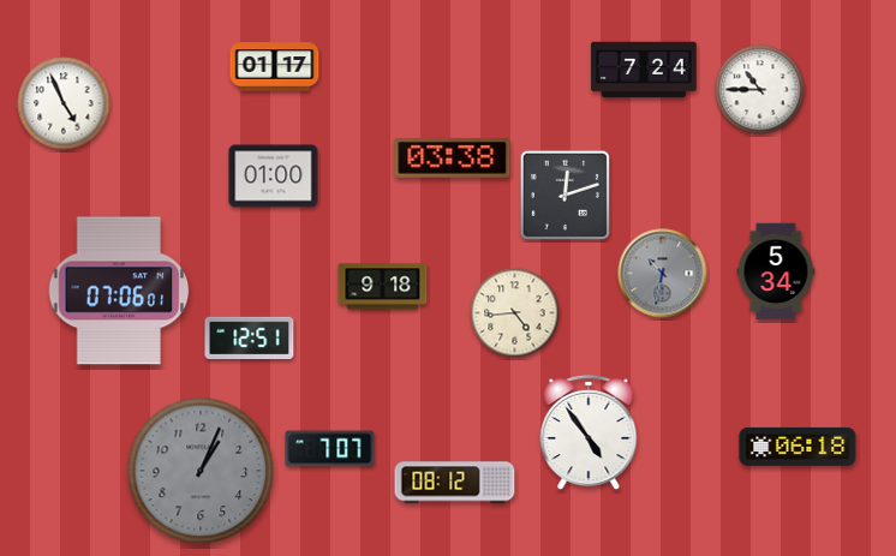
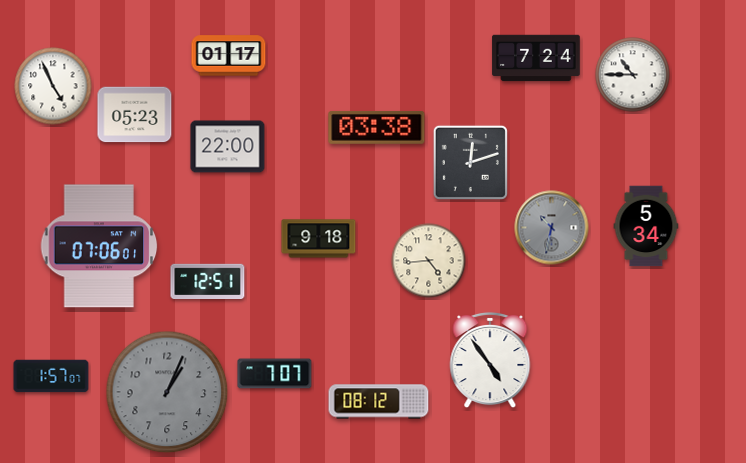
clock at (135, 115): none -> 05:23
clock at (453, 157) position: (453, 157) -> (377, 127)
clock at (274, 177): 01:00 -> 22:00
clock at (119, 291) position: (119, 291) -> (99, 246)
clock at (798, 447): 06:18 -> none
clock at (51, 376): none -> 1:57
